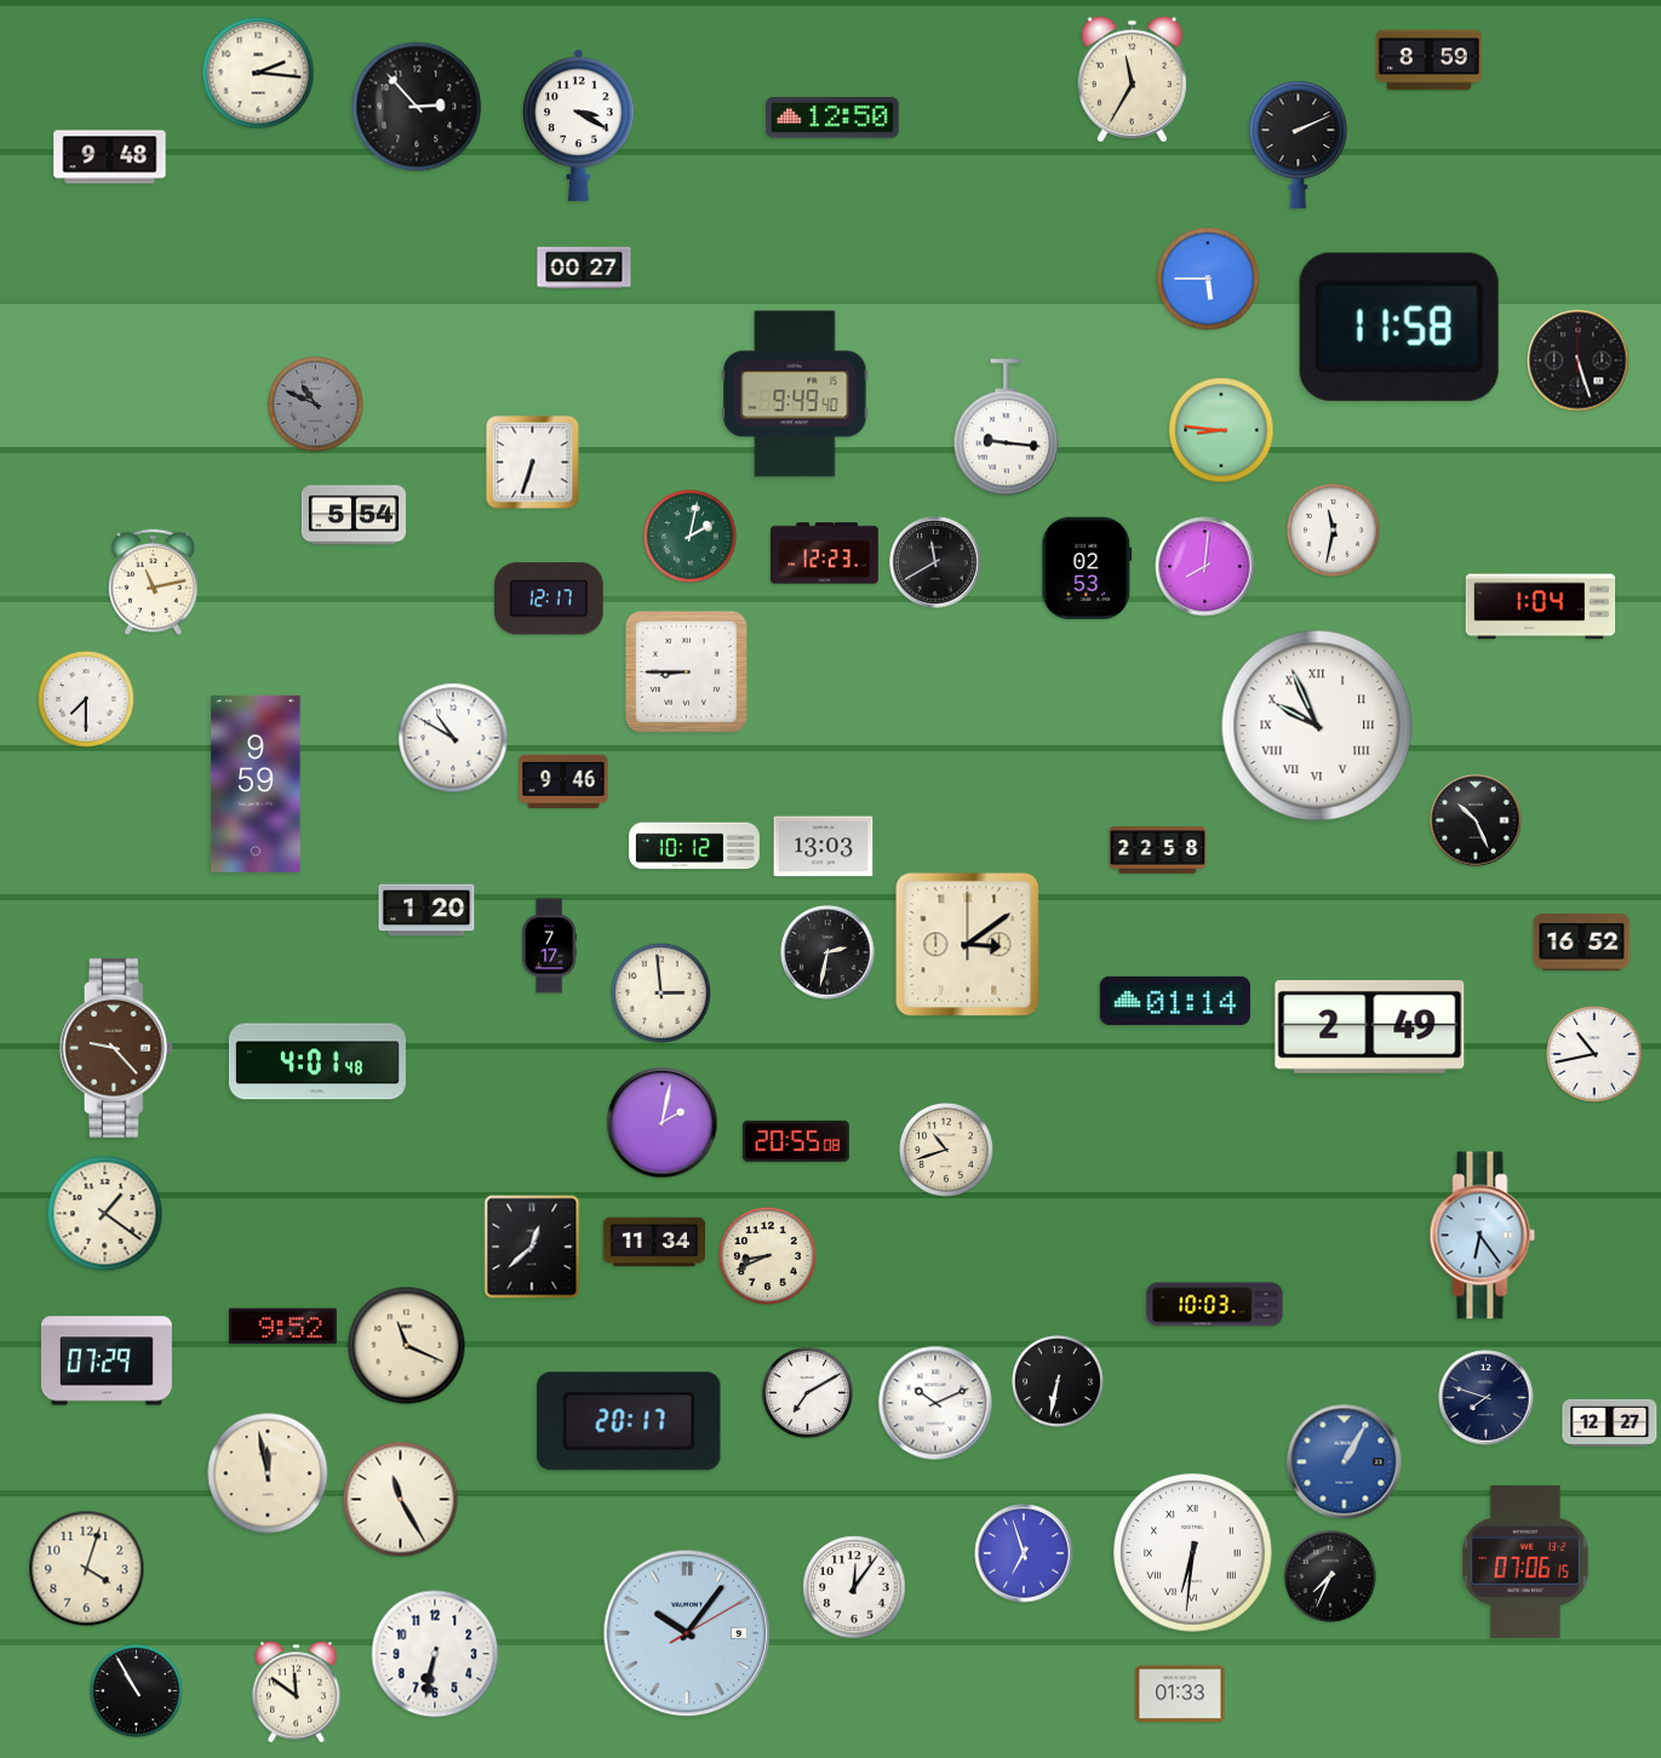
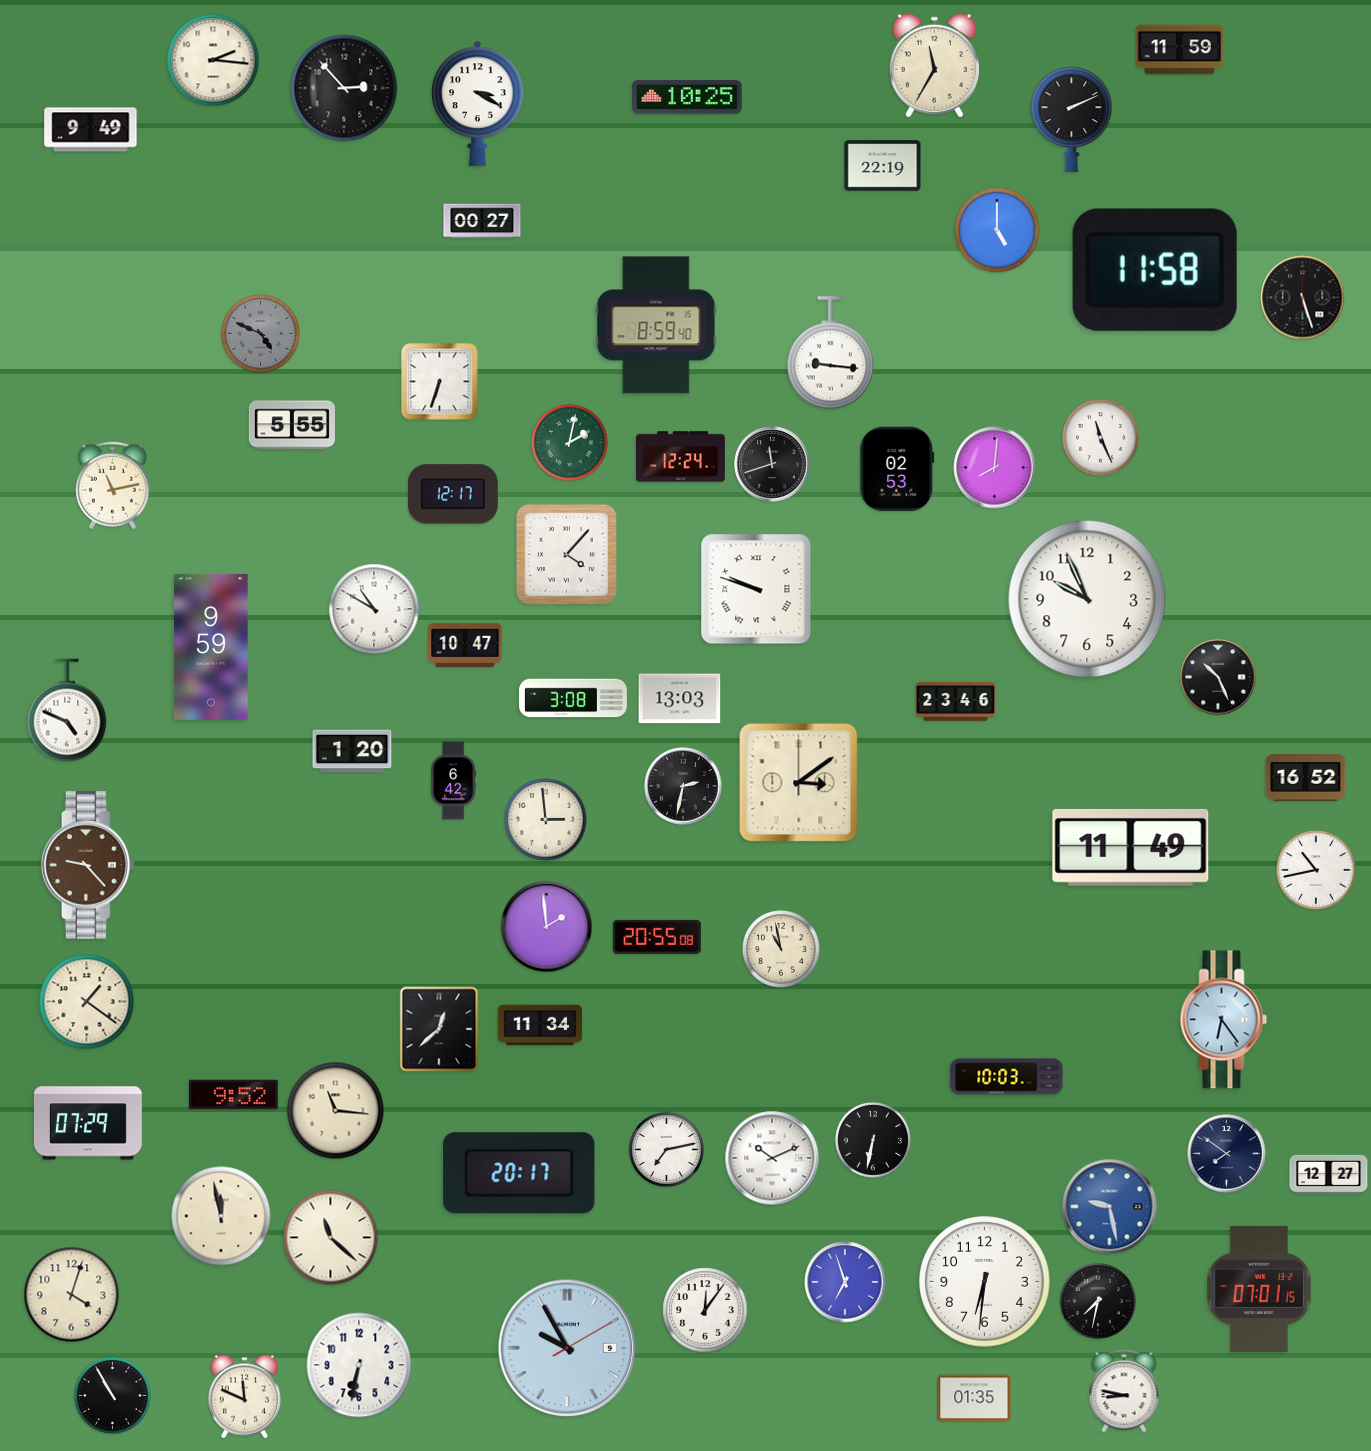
clock at (1428, 61): 8:59 -> 11:59
clock at (832, 118): 12:50 -> 10:25
clock at (110, 158): 9:48 -> 9:49
clock at (883, 166): none -> 22:19
clock at (1208, 279): 5:45 -> 5:00
clock at (795, 394): 9:49 -> 8:59
clock at (316, 405): 10:49 -> 4:49
clock at (1221, 430): 8:46 -> none
clock at (354, 515): 5:54 -> 5:55
clock at (1333, 529): 11:32 -> 11:26
clock at (825, 554): 12:23 -> 12:24
clock at (935, 562): 11:40 -> 11:42
clock at (153, 583) position: (153, 583) -> (112, 486)
clock at (1541, 607): 1:04 -> none
clock at (686, 671): 8:45 -> 4:07
clock at (86, 699): 7:30 -> none
clock at (756, 589): none -> 9:48
clock at (1317, 726) numerals: Roman -> Arabic
clock at (563, 780): 9:46 -> 10:47
clock at (695, 846): 10:12 -> 3:08
clock at (1158, 851): 22:58 -> 23:46
clock at (67, 710): none -> 4:49
clock at (968, 945) position: (968, 945) -> (799, 783)
clock at (550, 946): 7:17 -> 6:42
clock at (1175, 1001): 01:14 -> none
clock at (1370, 1026): 2:49 -> 11:49
clock at (116, 1048) position: (116, 1048) -> (88, 865)
clock at (317, 1061): 4:01 -> none
clock at (663, 1123): 2:02 -> 1:59
clock at (796, 1141) position: (796, 1141) -> (657, 937)
clock at (947, 1151): 10:42 -> 10:58
clock at (768, 1256): 8:41 -> none
clock at (1215, 1305) position: (1215, 1305) -> (1007, 1077)
clock at (407, 1346): 11:19 -> 11:16
clock at (807, 1392): 7:10 -> 7:13
clock at (1487, 1398): 7:48 -> 7:51
clock at (1345, 1462): 1:05 -> 9:28
clock at (401, 1500): 11:25 -> 11:22
clock at (1193, 1553) numerals: Roman -> Arabic
clock at (1525, 1562): 07:06 -> 07:01
clock at (1330, 1576): 7:34 -> 7:32
clock at (687, 1633): 10:06 -> 9:55
clock at (1124, 1391): none -> 8:47
clock at (296, 1693): 11:51 -> 11:49
clock at (1180, 1694): 01:33 -> 01:35
